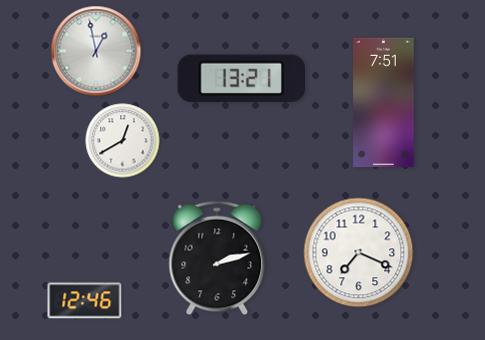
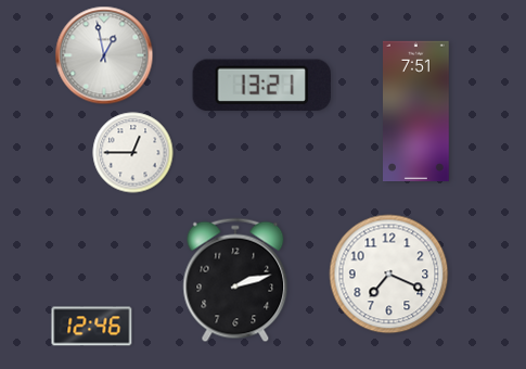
clock at (123, 141): 12:40 -> 12:45
